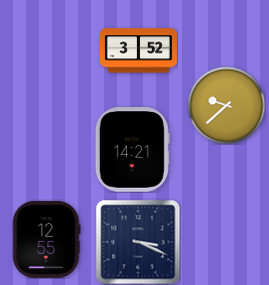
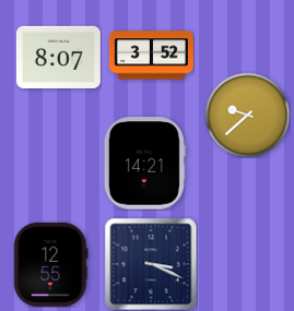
clock at (58, 57): none -> 8:07
clock at (47, 239) position: (47, 239) -> (51, 264)
